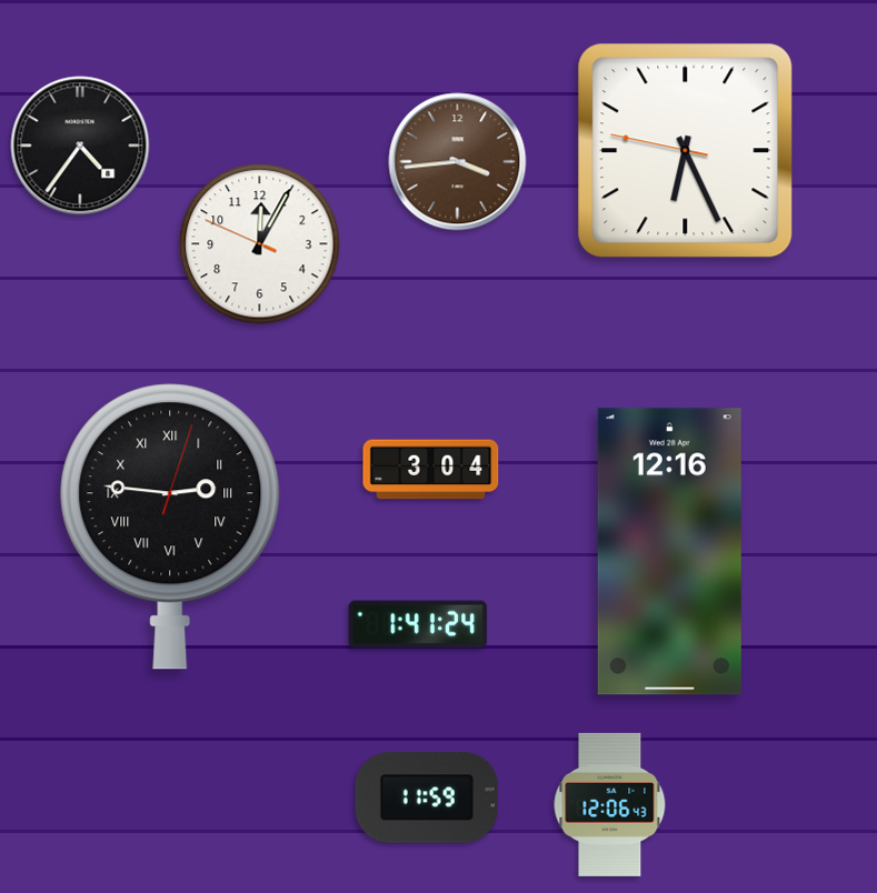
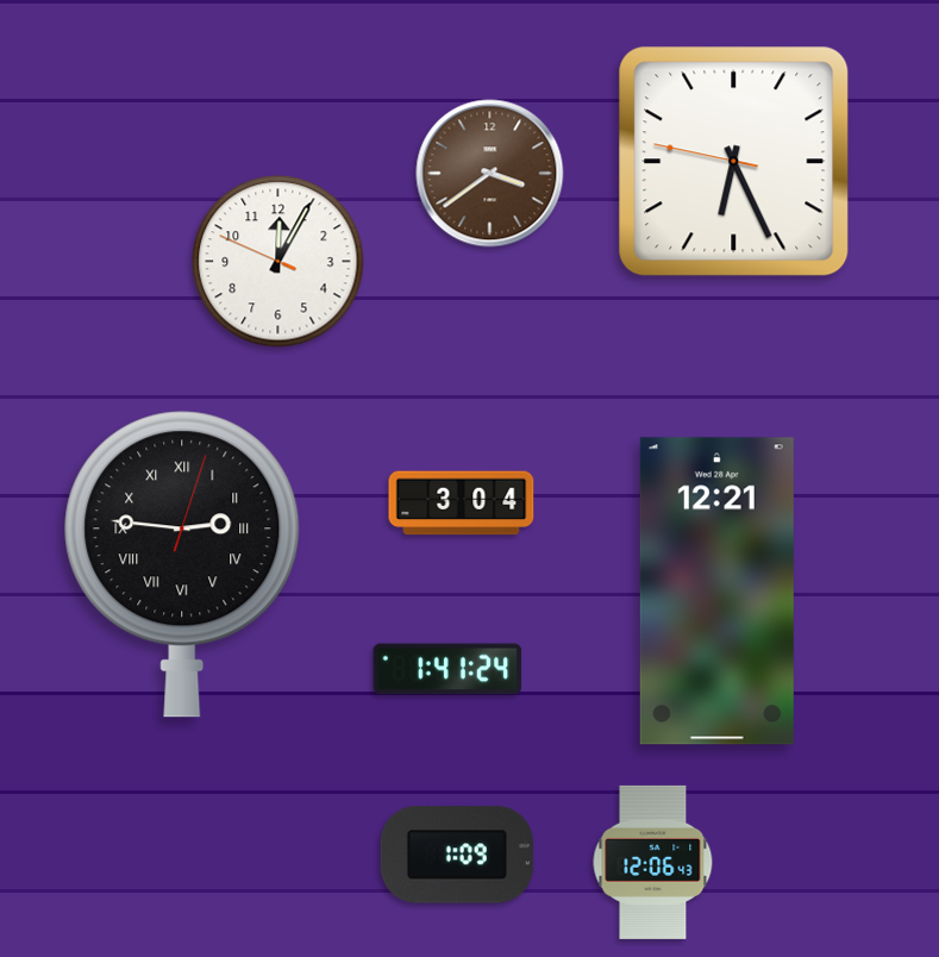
clock at (80, 146): 4:36 -> none
clock at (458, 162): 3:44 -> 3:39
clock at (669, 552): 12:16 -> 12:21
clock at (427, 797): 11:59 -> 1:09
